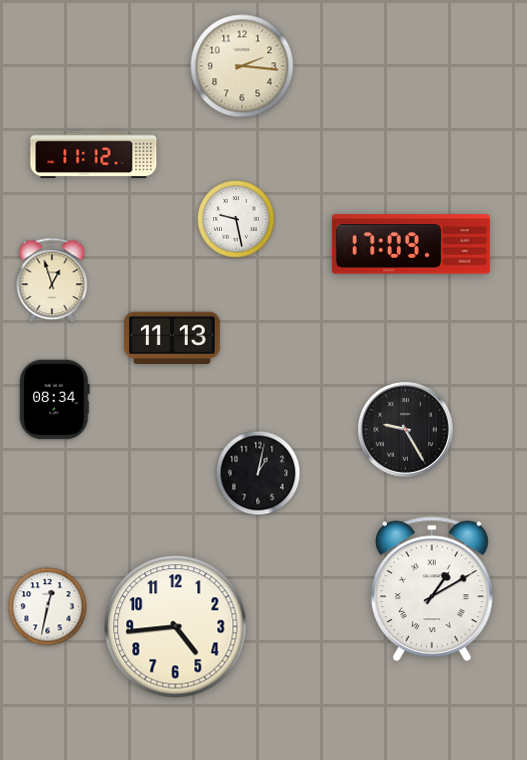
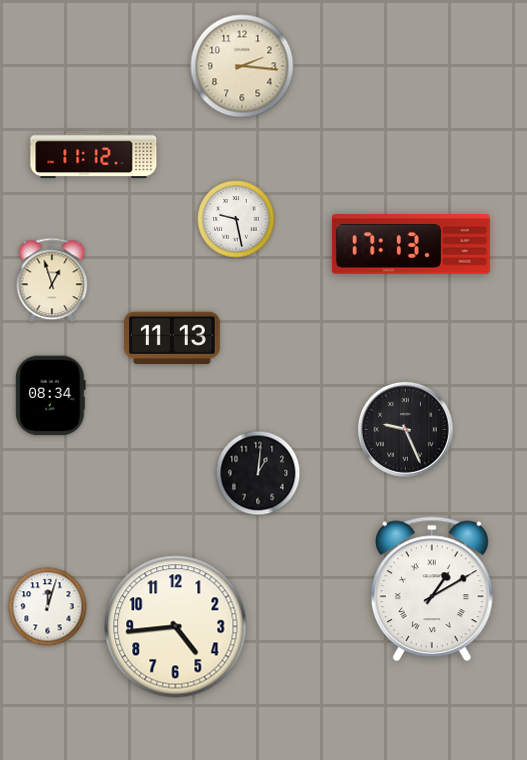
clock at (411, 244): 17:09 -> 17:13
clock at (55, 400) position: (55, 400) -> (51, 396)
clock at (405, 429): 9:25 -> 9:26
clock at (258, 473): 1:02 -> 1:01
clock at (48, 607): 12:32 -> 12:03
